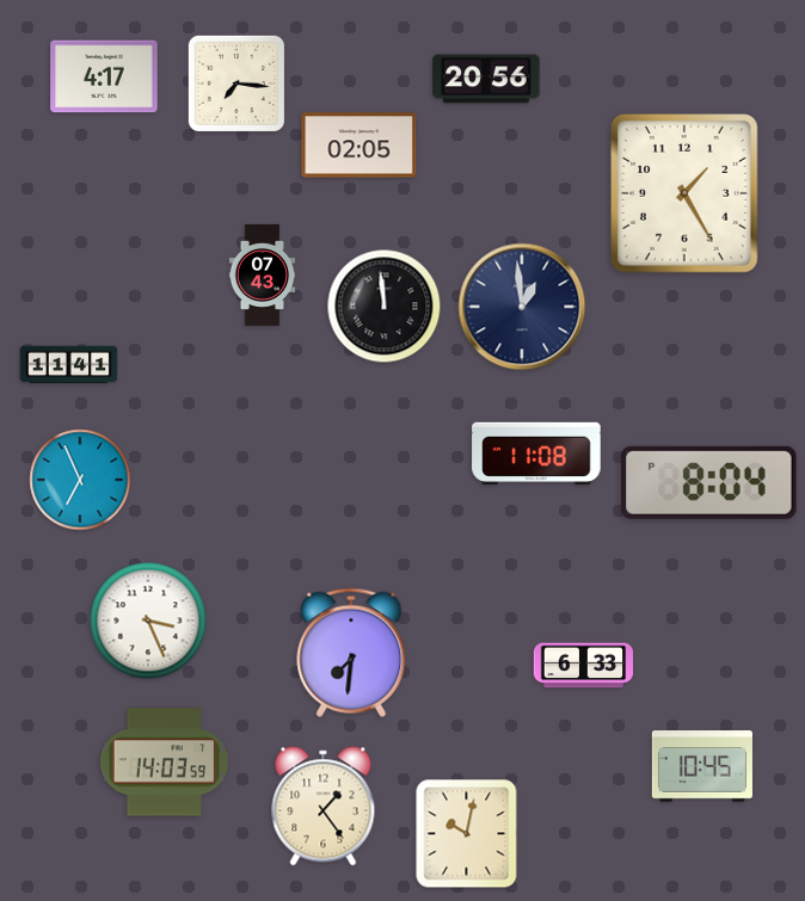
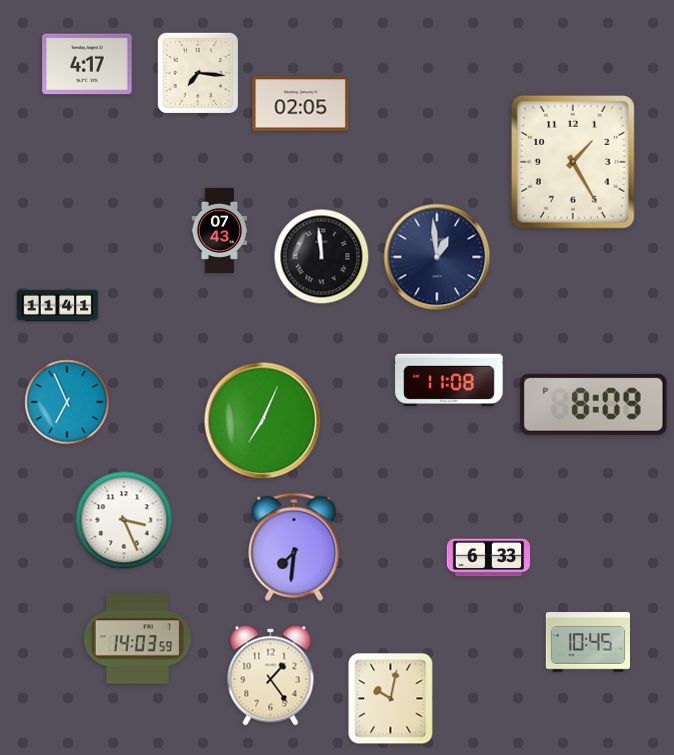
clock at (486, 79): 20:56 -> none
clock at (236, 84) position: (236, 84) -> (198, 73)
clock at (360, 146) position: (360, 146) -> (301, 104)
clock at (709, 482): 8:04 -> 8:09
clock at (263, 421): none -> 7:04
